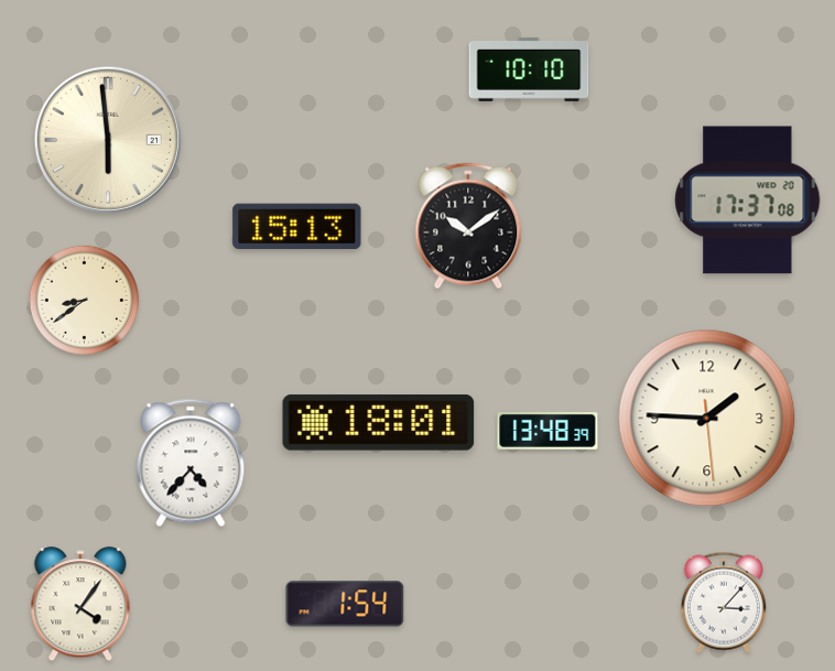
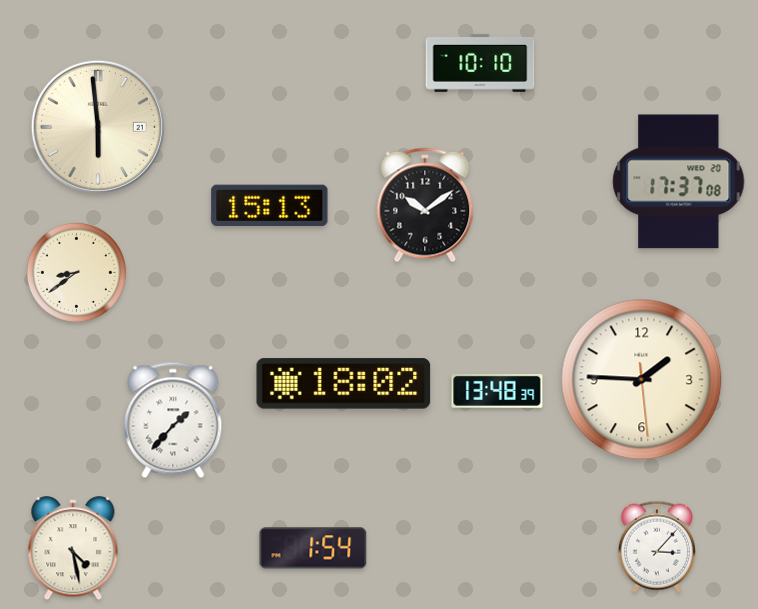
clock at (379, 423): 18:01 -> 18:02
clock at (191, 463): 4:37 -> 1:37
clock at (80, 605): 4:06 -> 4:28
